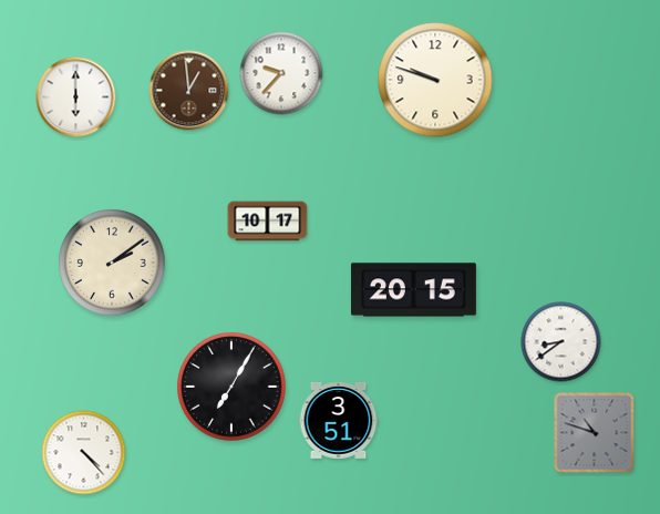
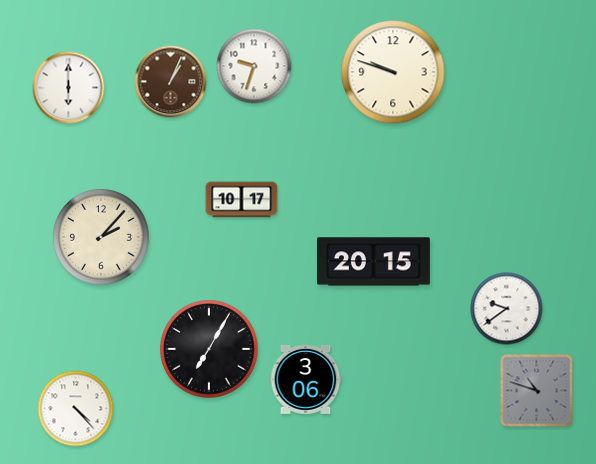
clock at (281, 73): 9:37 -> 9:33
clock at (189, 91): 12:59 -> 1:04
clock at (113, 264): 2:09 -> 2:07
clock at (561, 342): 8:39 -> 9:39
clock at (339, 421): 3:51 -> 3:06
